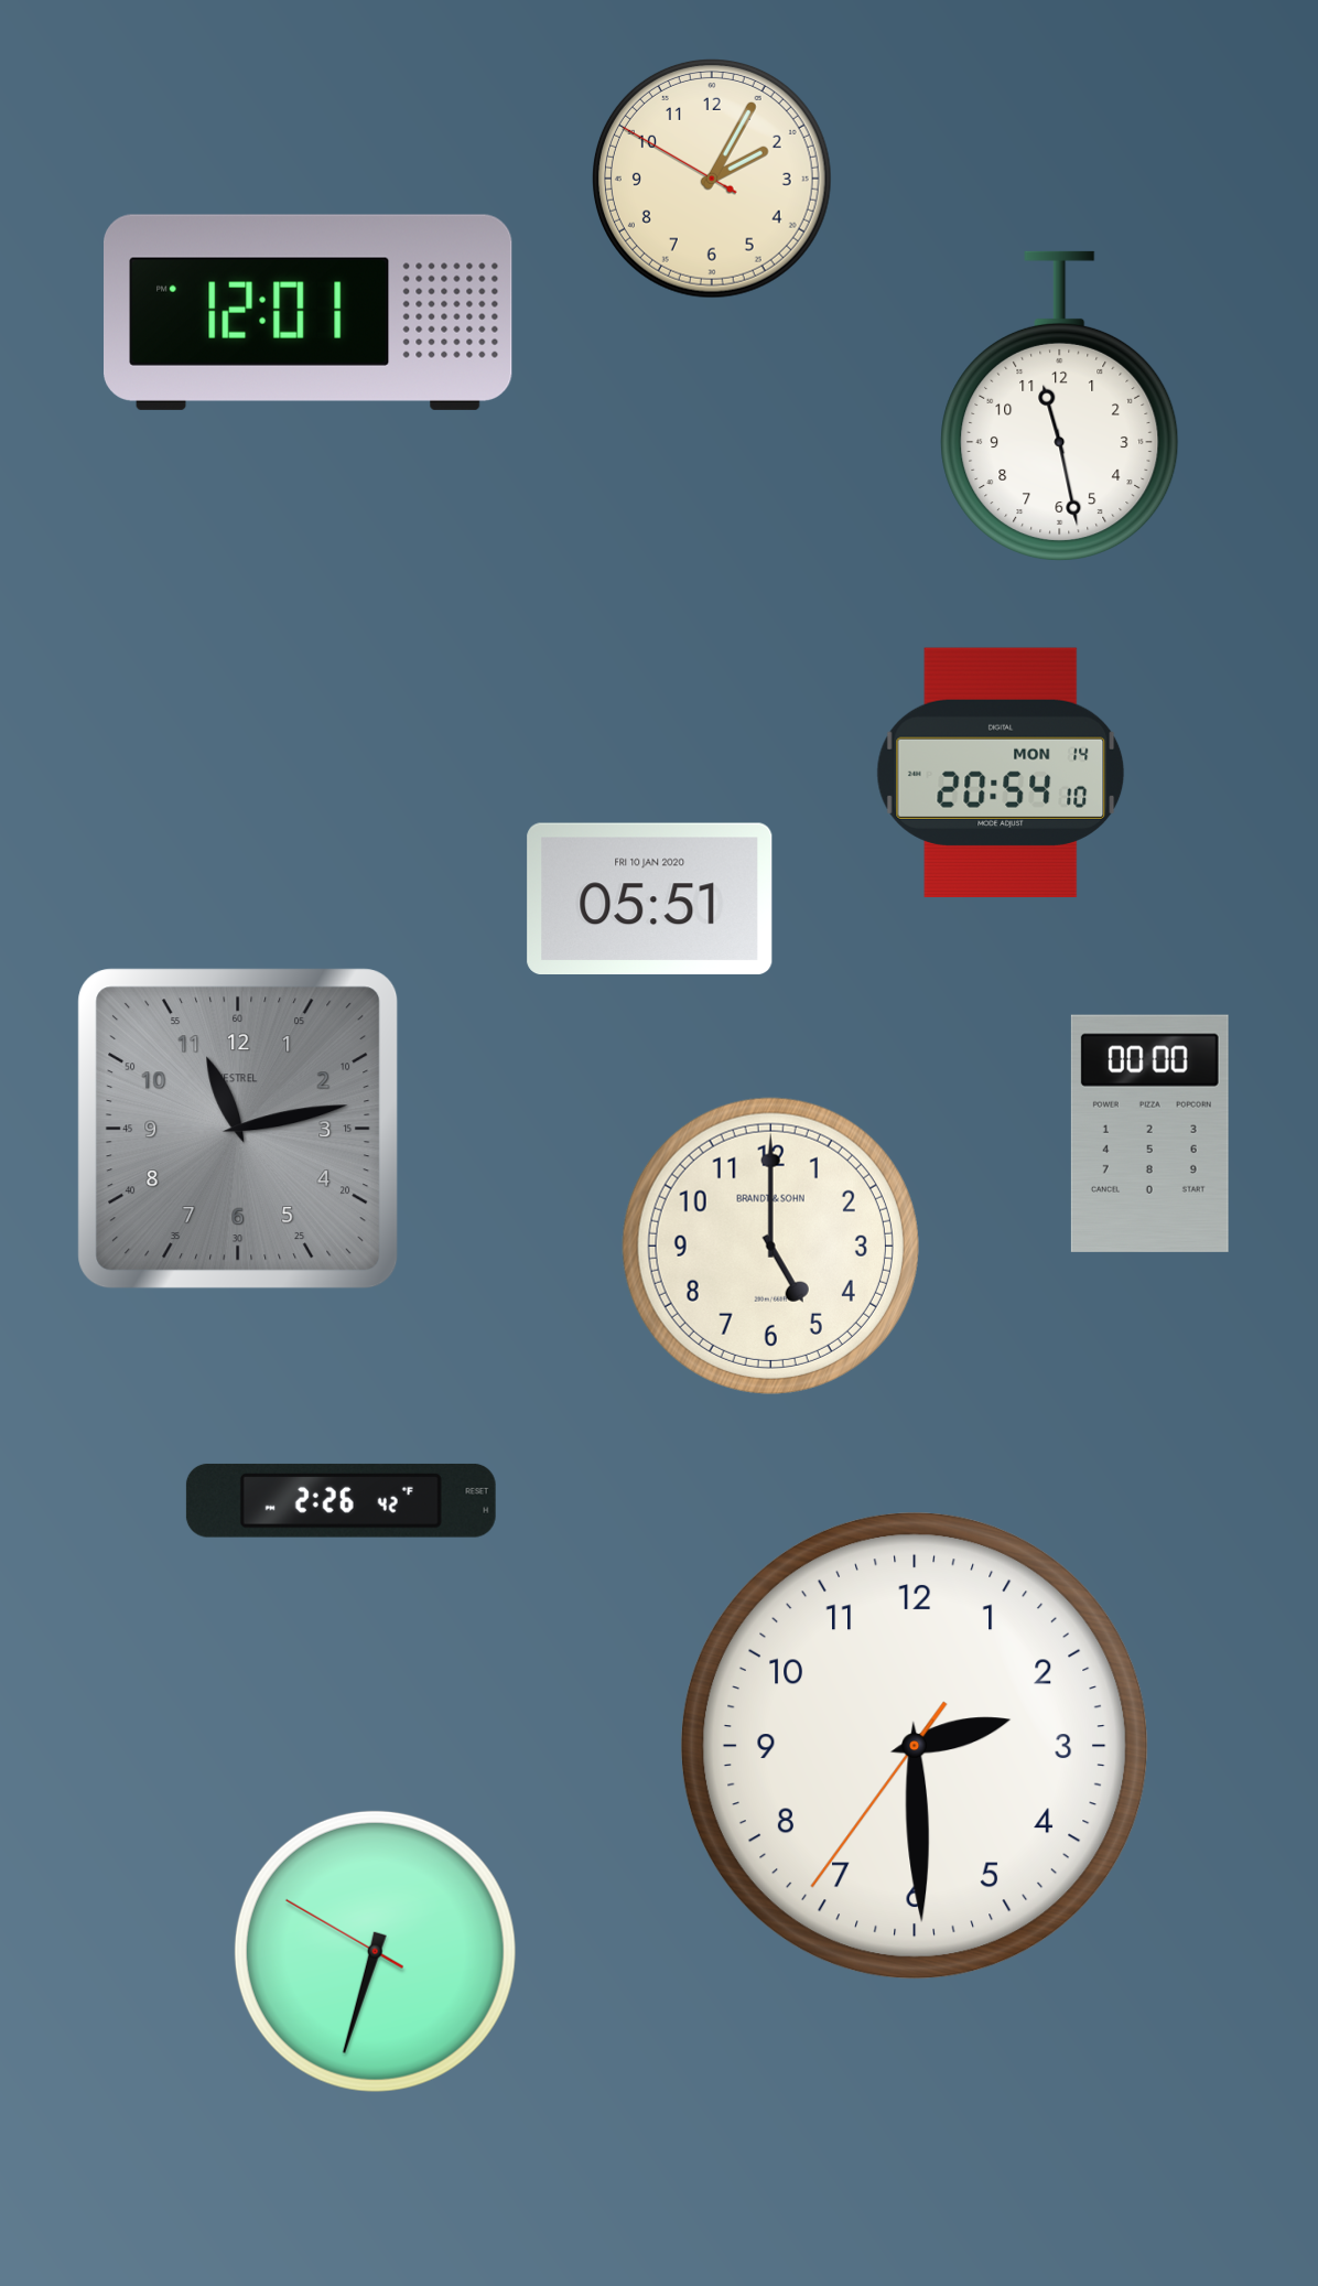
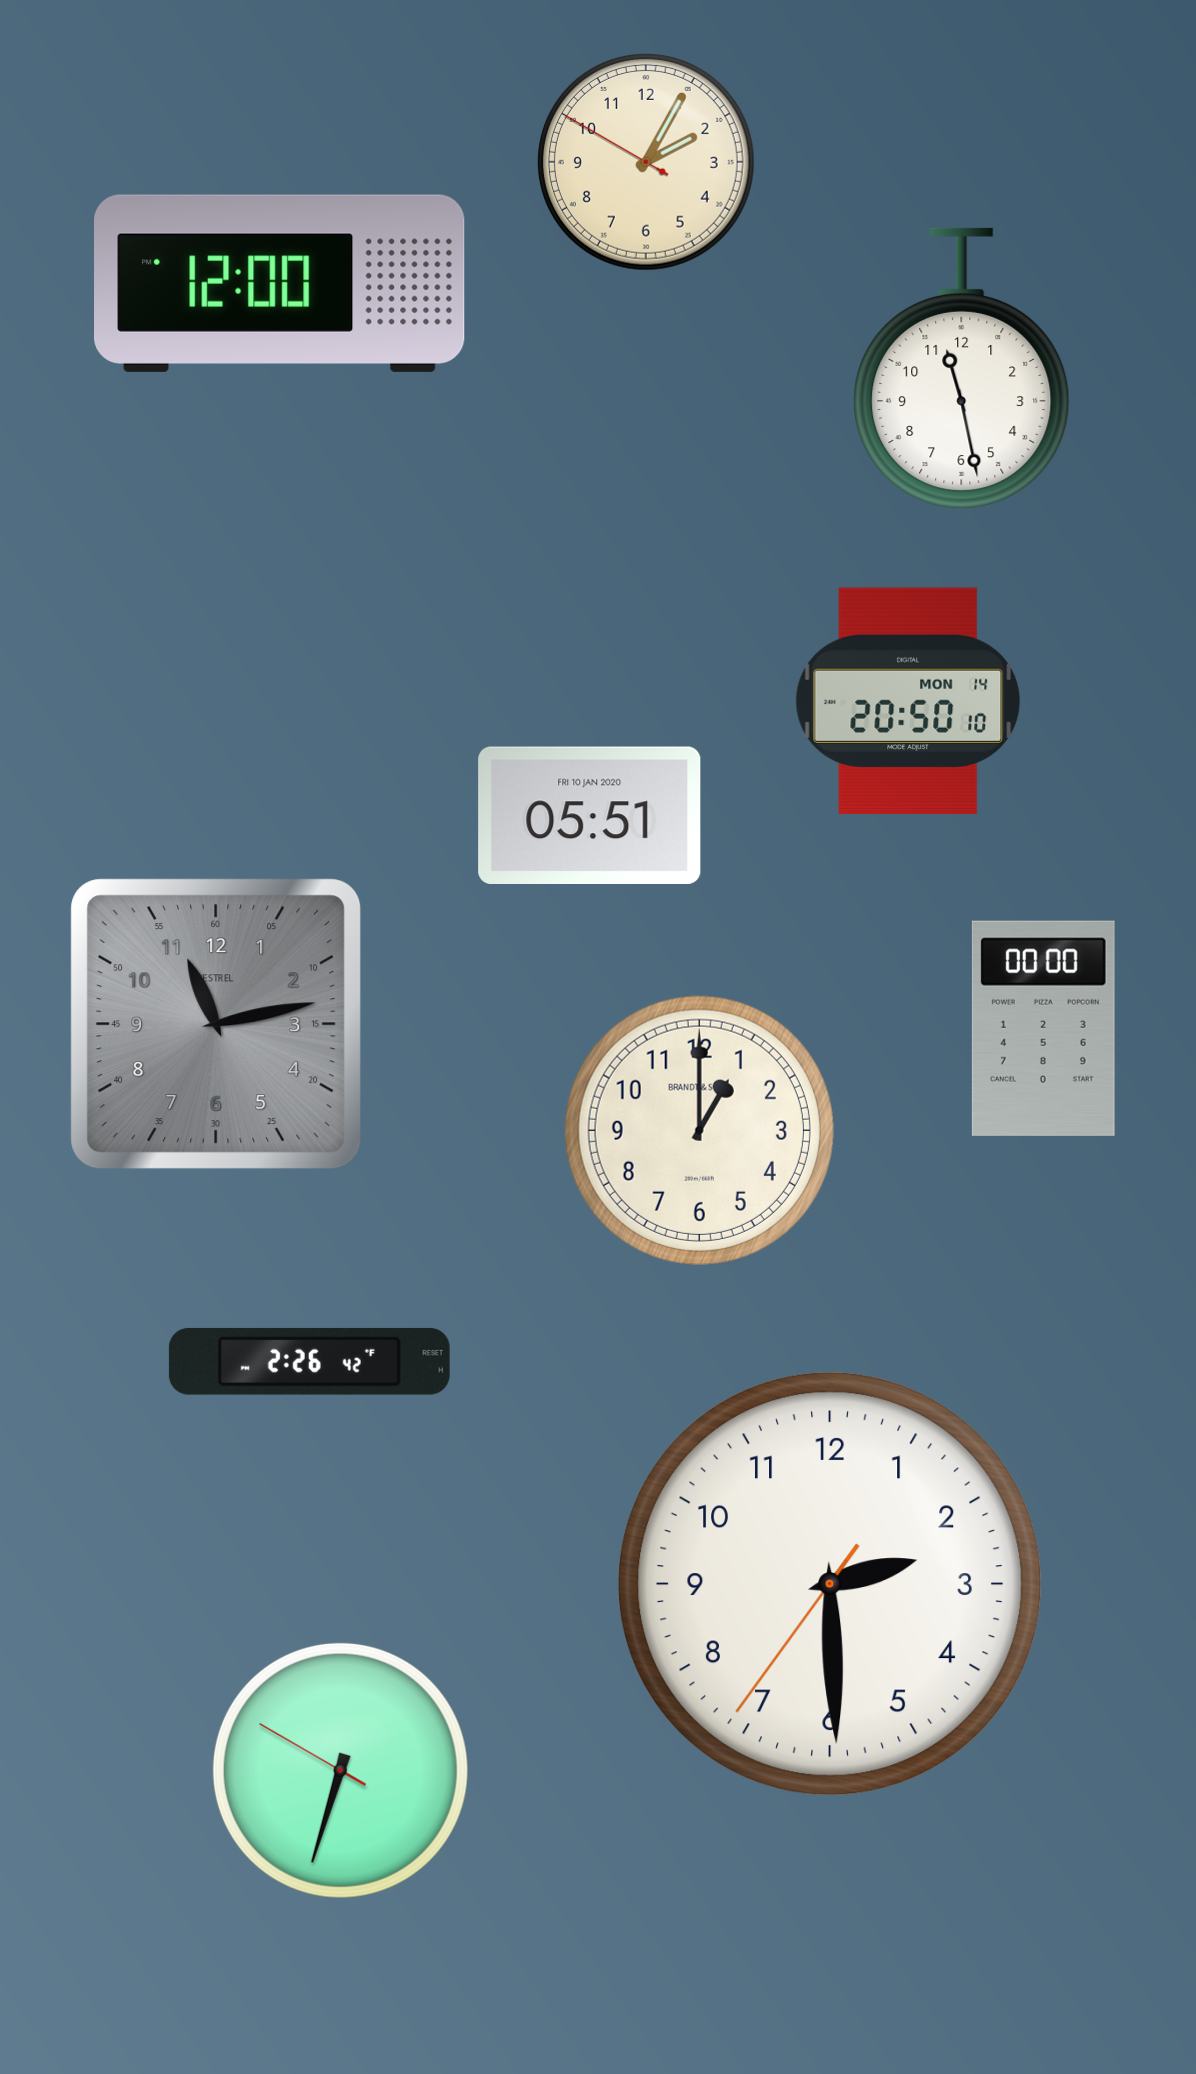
clock at (309, 312): 12:01 -> 12:00
clock at (1001, 772): 20:54 -> 20:50
clock at (770, 1246): 5:00 -> 1:00
